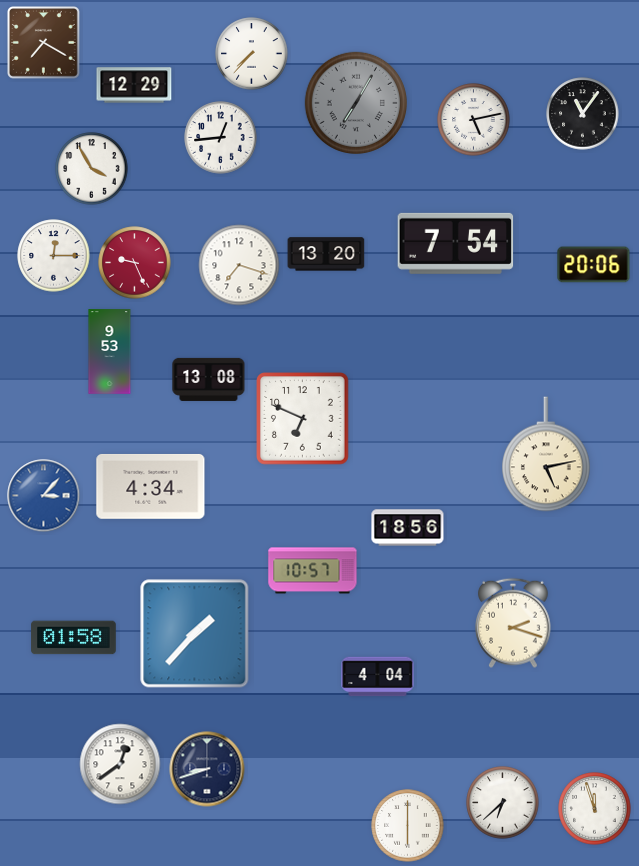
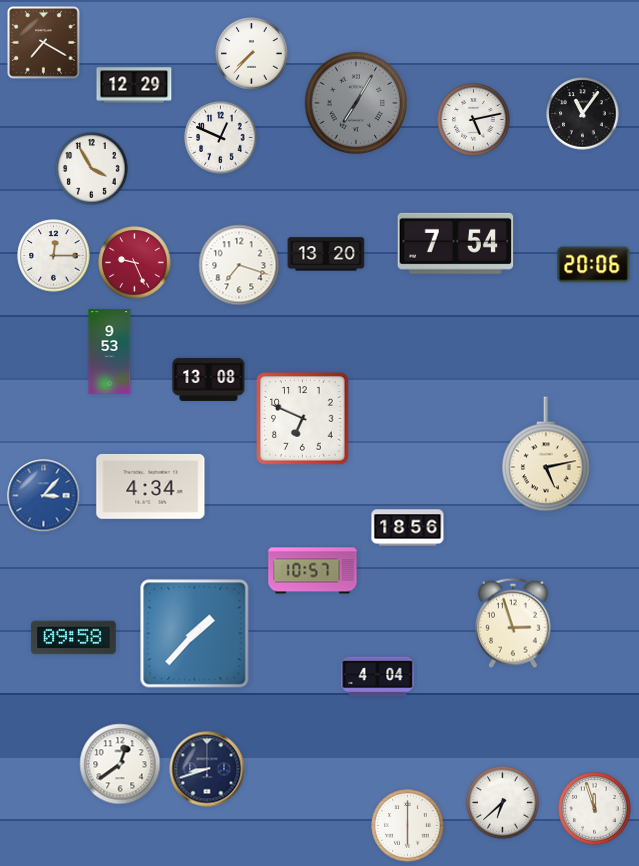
clock at (221, 138): 12:44 -> 12:49
clock at (514, 623): 2:18 -> 2:57
clock at (74, 638): 01:58 -> 09:58
